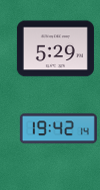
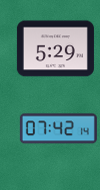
clock at (58, 129): 19:42 -> 07:42
